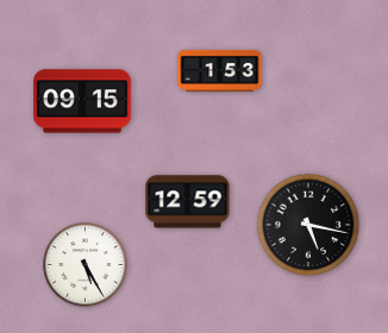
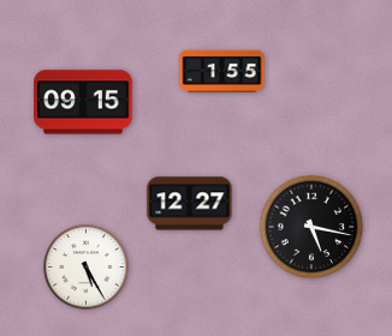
clock at (220, 70): 1:53 -> 1:55
clock at (188, 202): 12:59 -> 12:27
